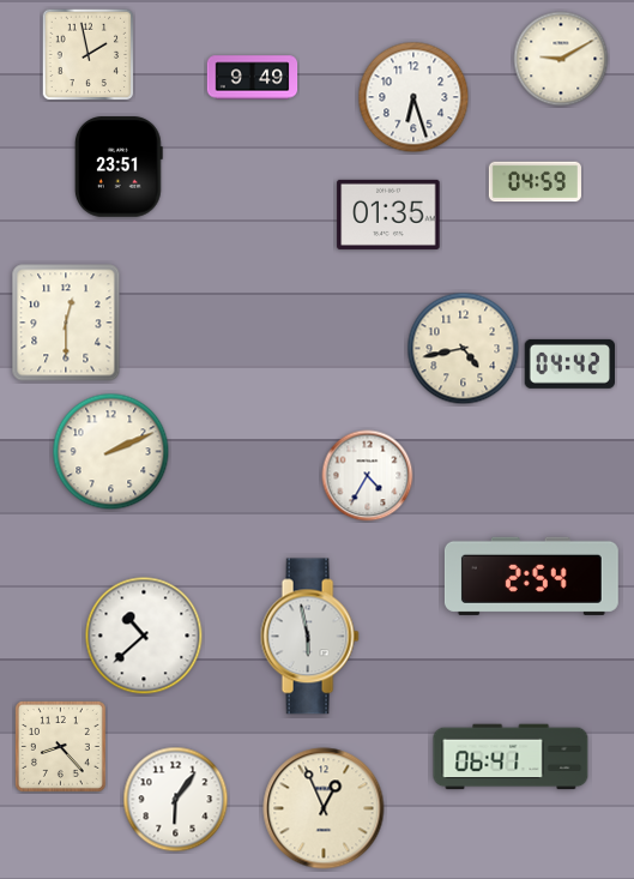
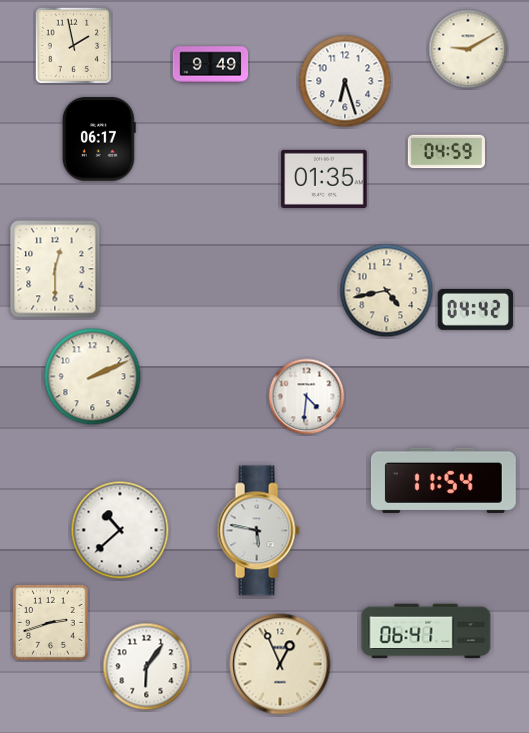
clock at (119, 167): 23:51 -> 06:17
clock at (569, 363) position: (569, 363) -> (475, 309)
clock at (368, 476): 4:35 -> 4:31
clock at (531, 576): 2:54 -> 11:54
clock at (309, 637): 5:58 -> 5:47
clock at (60, 746): 8:23 -> 2:42
clock at (324, 808) position: (324, 808) -> (280, 664)
